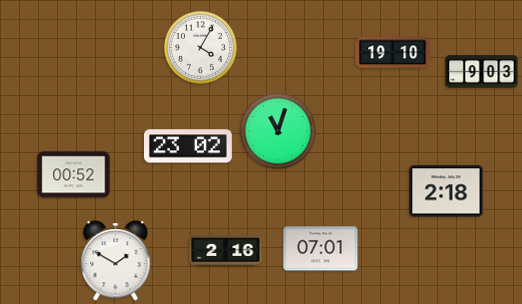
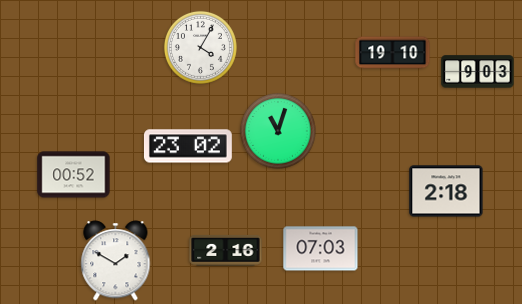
clock at (482, 72) position: (482, 72) -> (478, 72)
clock at (321, 249): 07:01 -> 07:03
